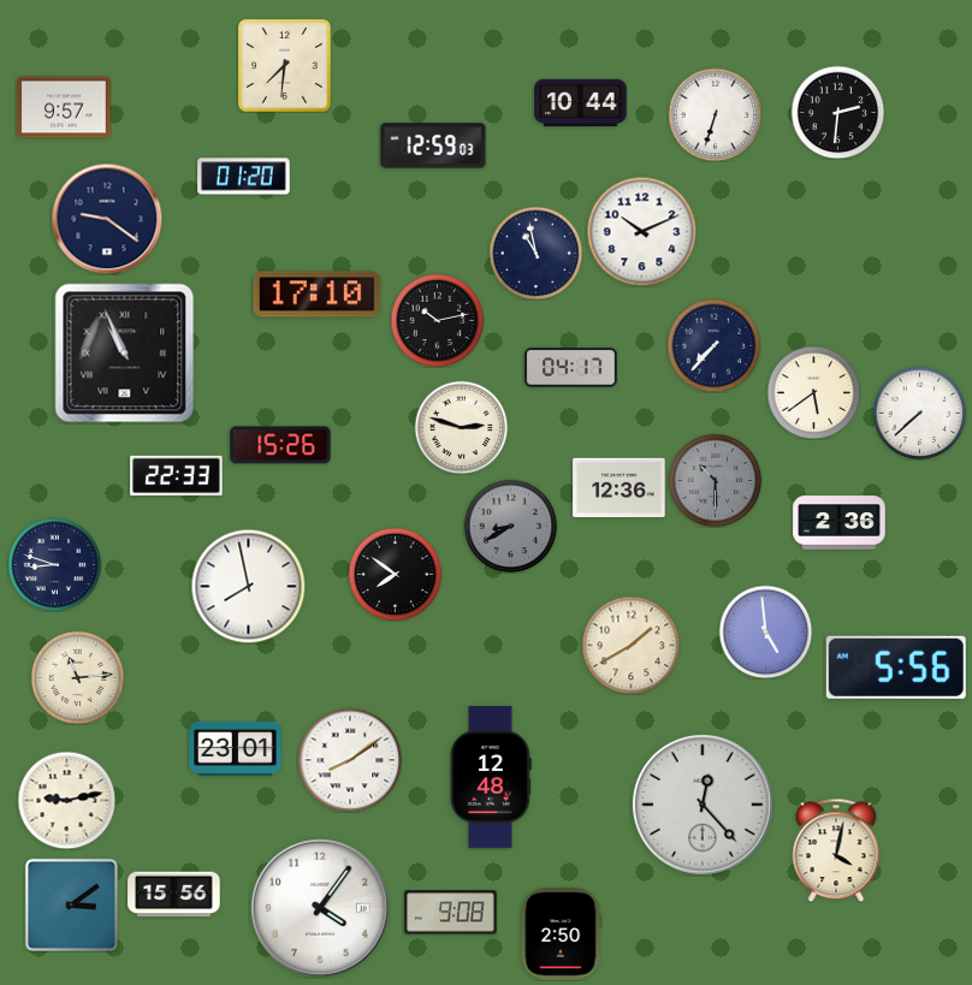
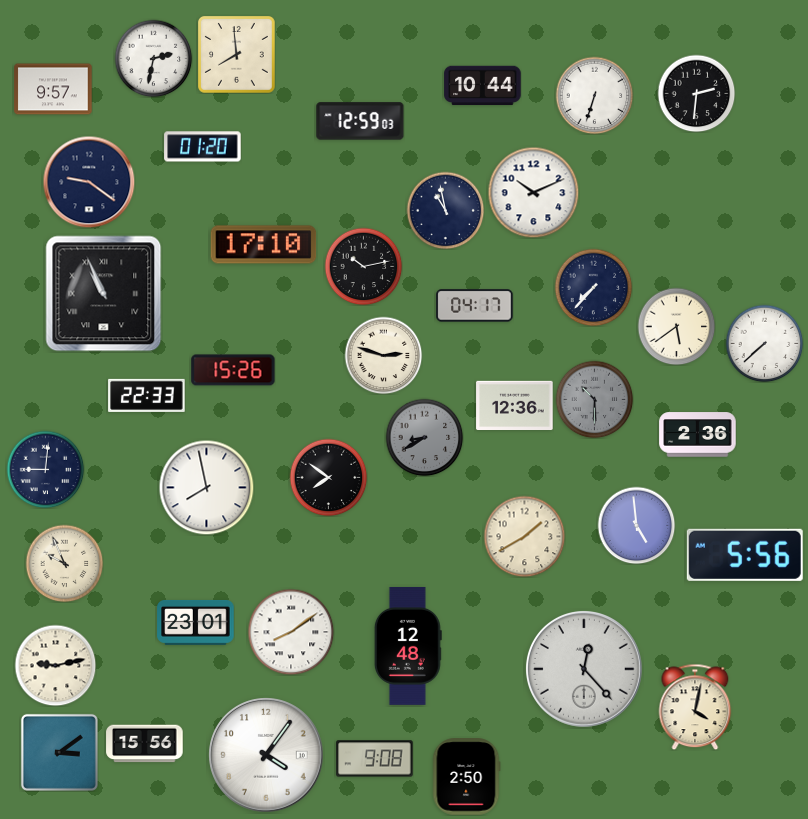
clock at (285, 66): 7:31 -> 7:59
clock at (153, 58): none -> 2:32
clock at (54, 564): 8:48 -> 9:01
clock at (77, 677): 11:14 -> 9:56
